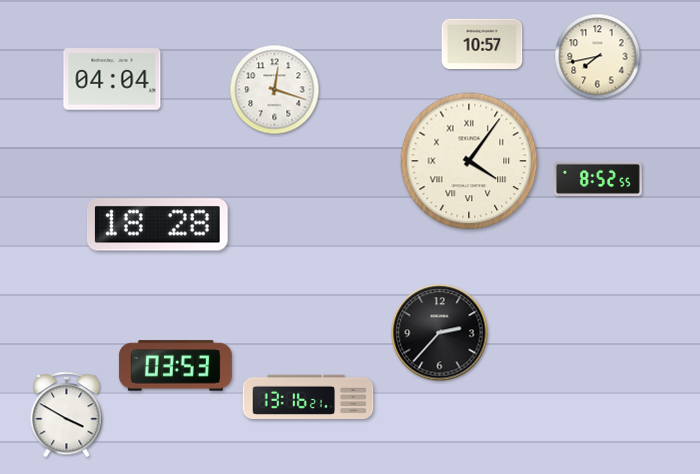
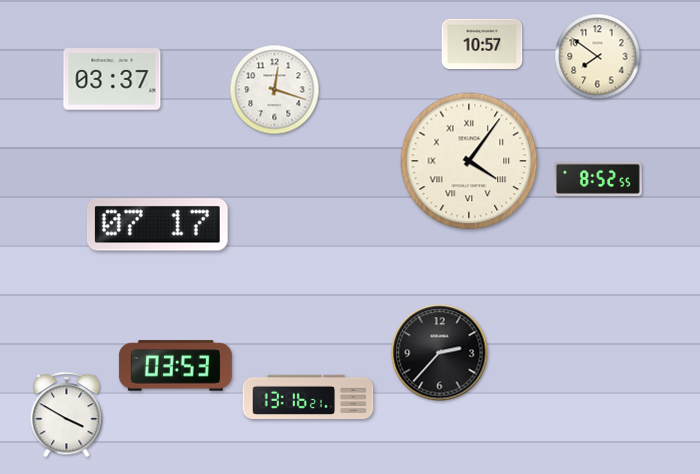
clock at (598, 57): 7:43 -> 7:51
clock at (112, 79): 04:04 -> 03:37
clock at (158, 225): 18:28 -> 07:17
clock at (440, 333) position: (440, 333) -> (440, 353)
